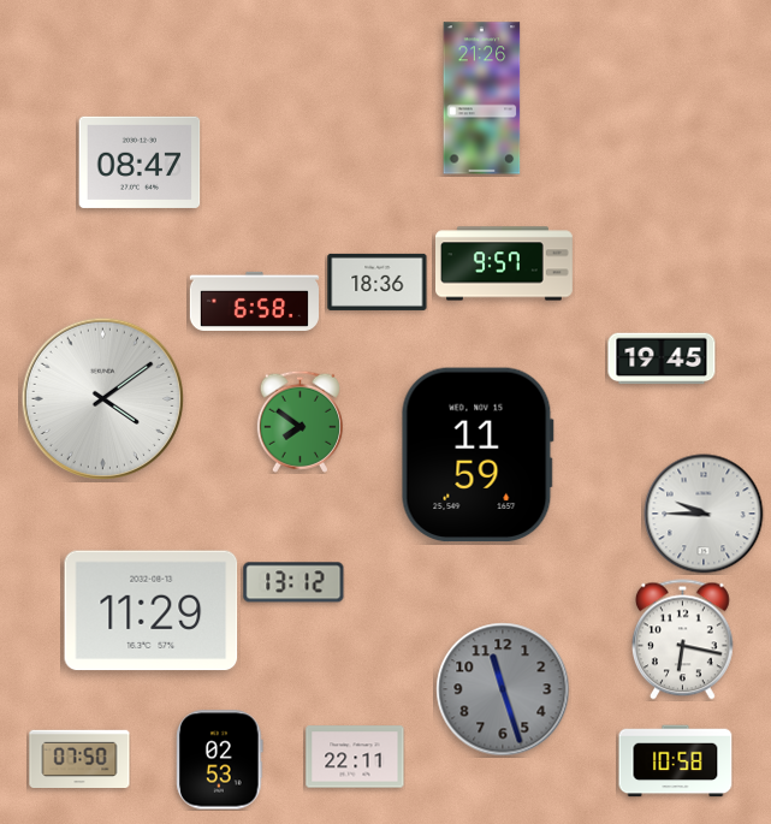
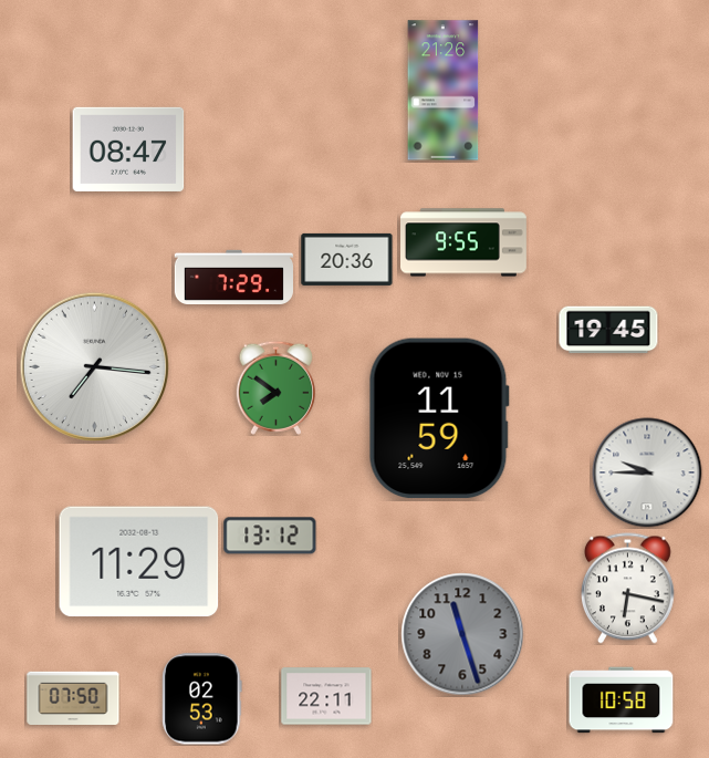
clock at (505, 263): 9:57 -> 9:55
clock at (378, 281): 18:36 -> 20:36
clock at (254, 301): 6:58 -> 7:29
clock at (102, 398): 4:09 -> 7:16
